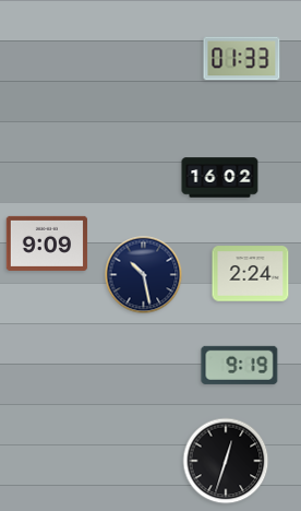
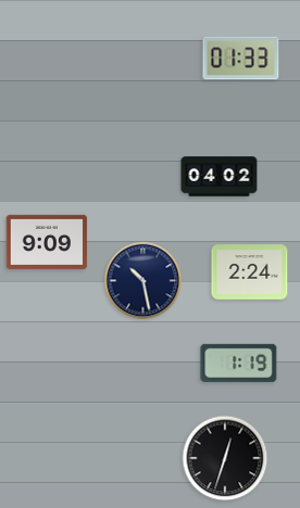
clock at (220, 178): 16:02 -> 04:02
clock at (144, 275) position: (144, 275) -> (143, 281)
clock at (240, 365): 9:19 -> 1:19
